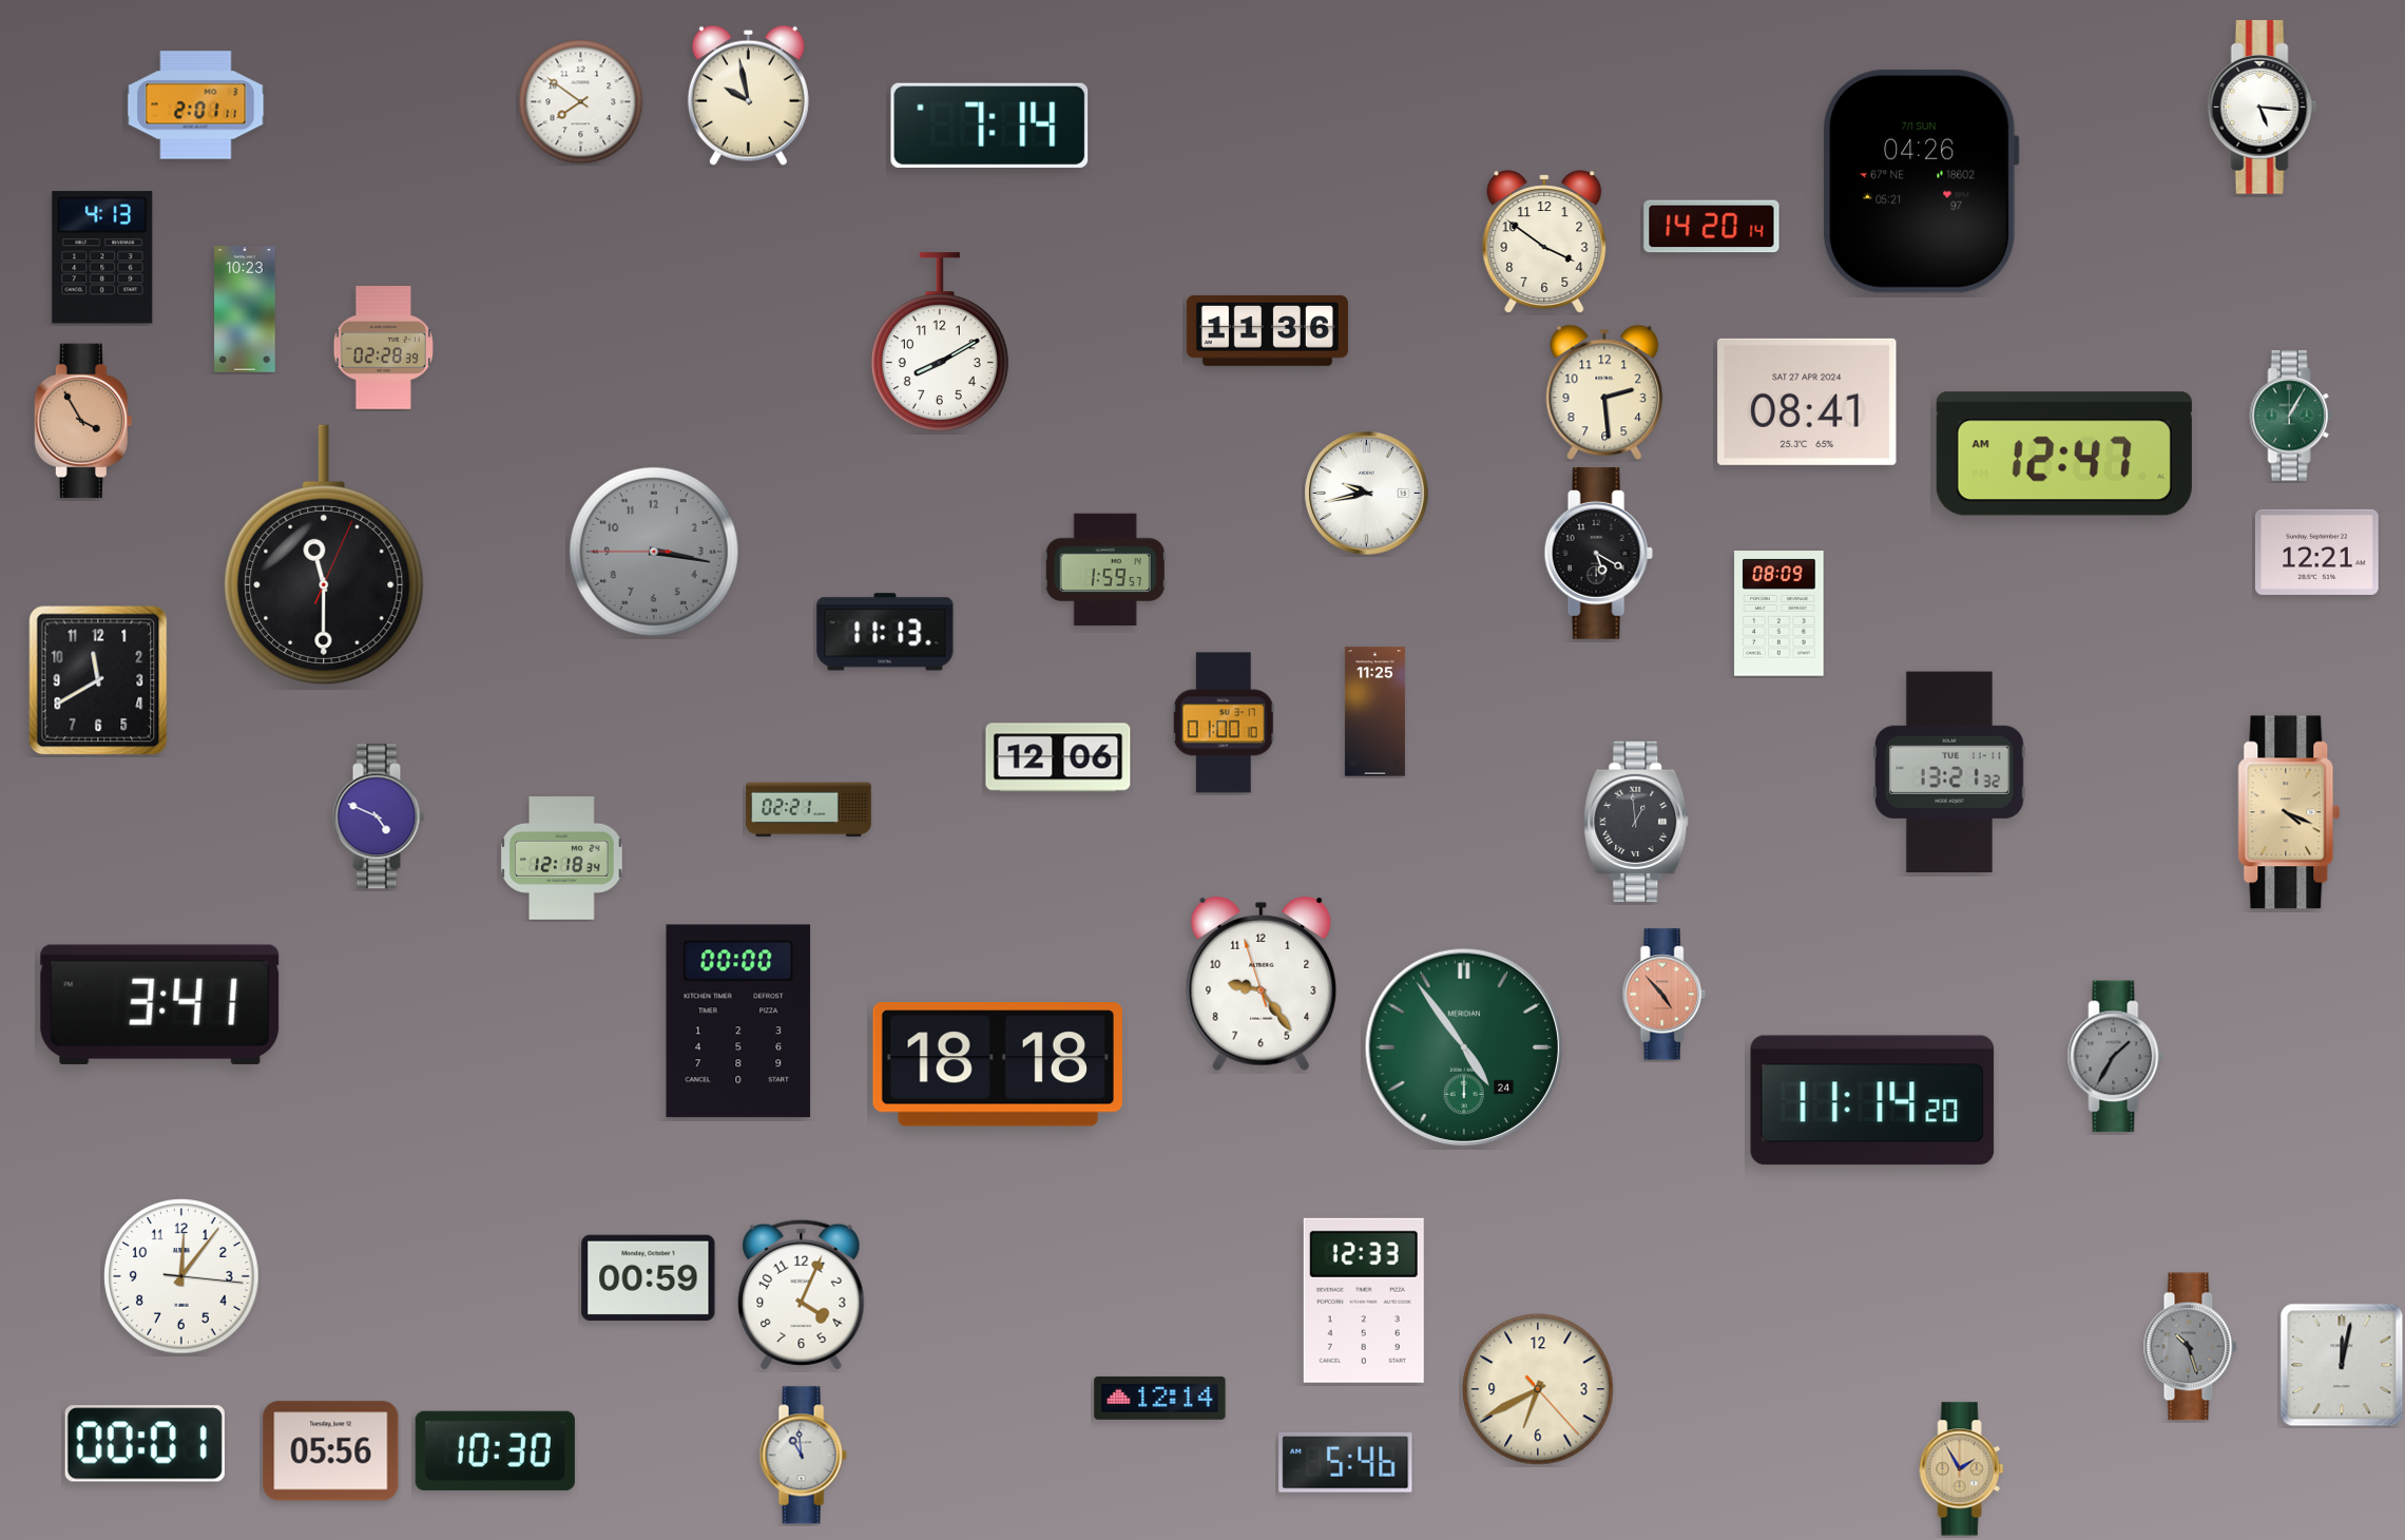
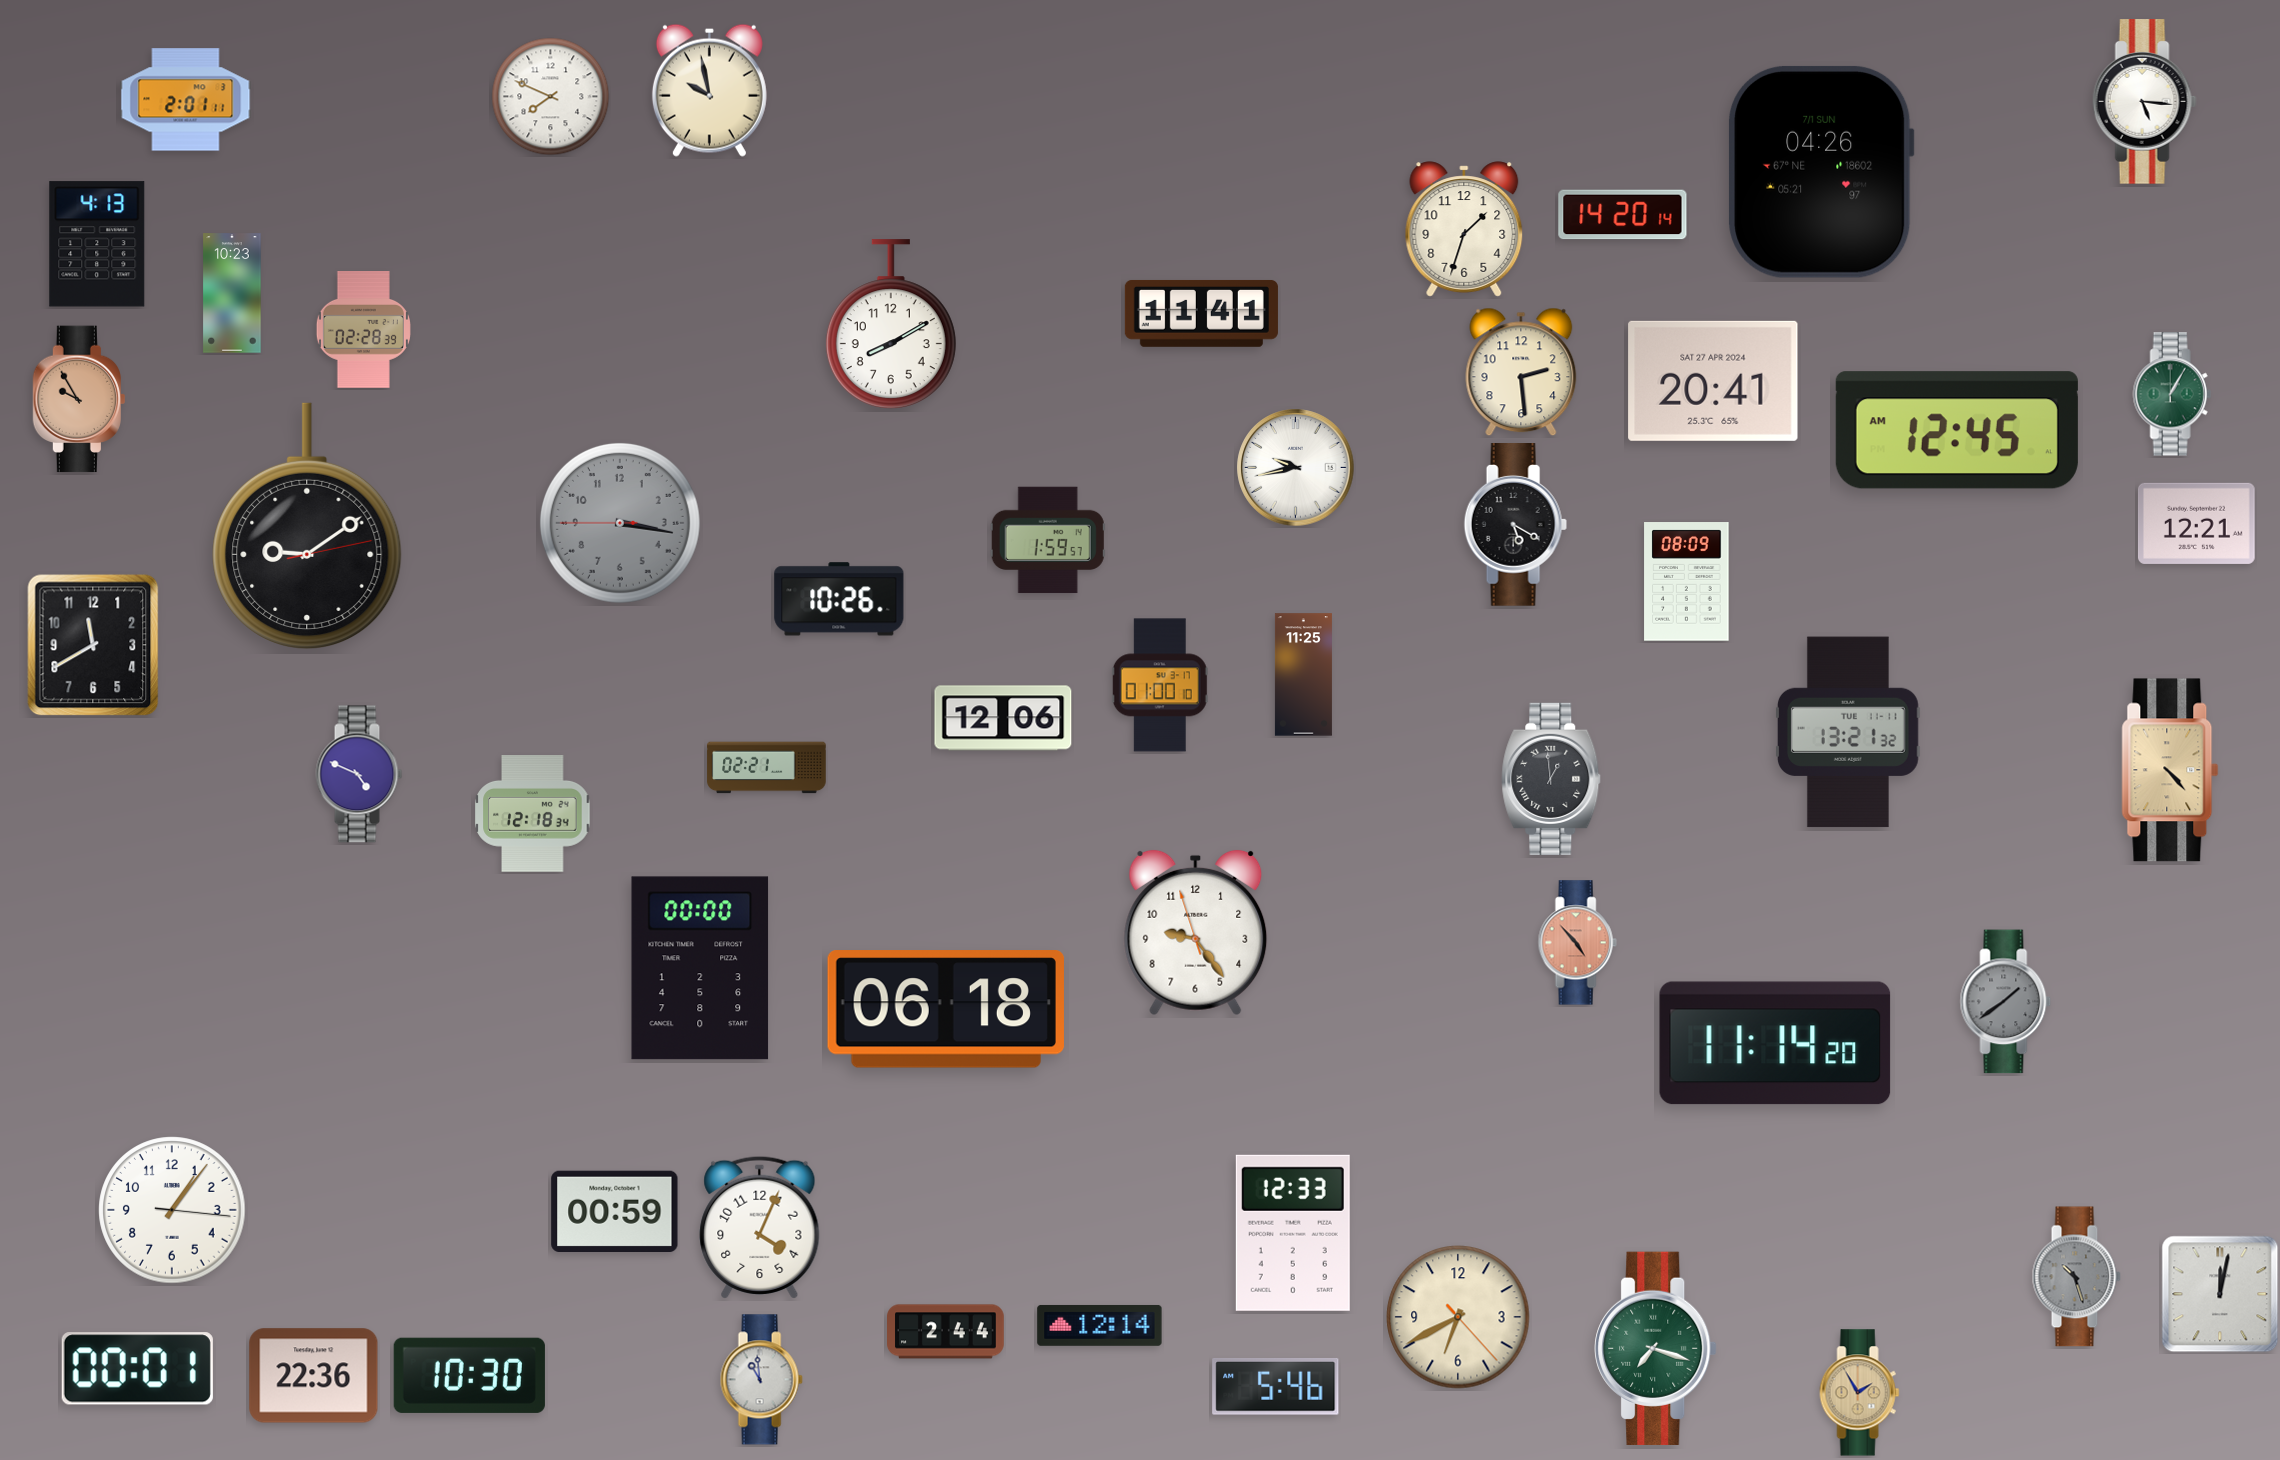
clock at (581, 102): 7:51 -> 7:49
clock at (989, 126): 7:14 -> none
clock at (1544, 242): 3:51 -> 1:33
clock at (1267, 330): 11:36 -> 11:41
clock at (1807, 402): 08:41 -> 20:41
clock at (82, 421): 3:55 -> 9:55
clock at (2064, 454): 12:47 -> 12:45
clock at (324, 555): 11:30 -> 9:09
clock at (885, 632): 11:13 -> 10:26
clock at (2289, 812): 4:19 -> 4:23
clock at (160, 1004): 3:41 -> none
clock at (1463, 1046): 4:54 -> none
clock at (2116, 1057): 1:35 -> 1:39
clock at (998, 1064): 18:18 -> 06:18
clock at (181, 1276): 12:06 -> 1:06
clock at (946, 1332): none -> 2:44
clock at (1656, 1348): none -> 7:18
clock at (331, 1451): 05:56 -> 22:36
